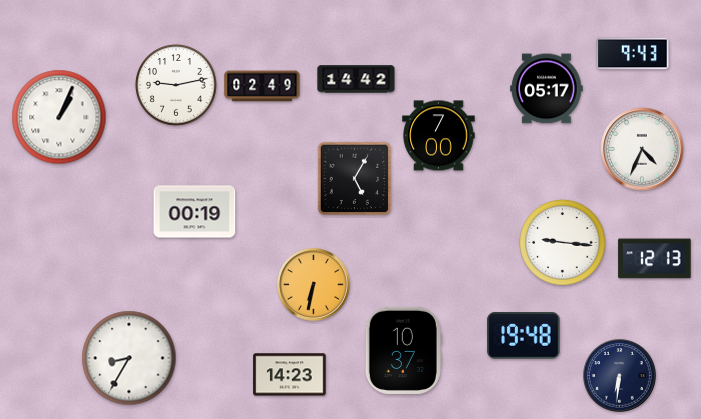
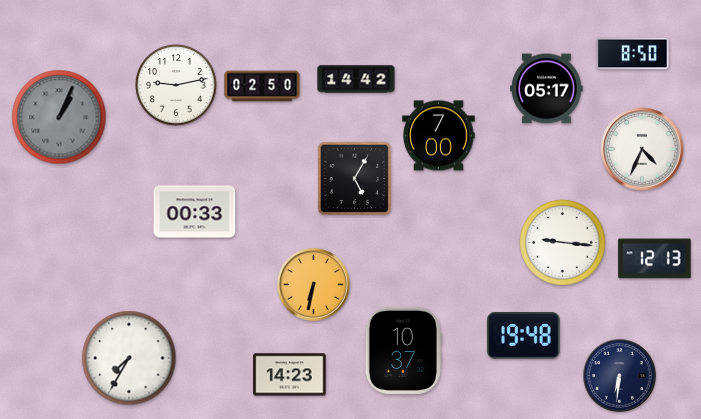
clock at (633, 54): 9:43 -> 8:50
clock at (262, 86): 02:49 -> 02:50
clock at (59, 117) dial: white -> grey
clock at (195, 212): 00:19 -> 00:33
clock at (129, 358): 8:35 -> 7:35
